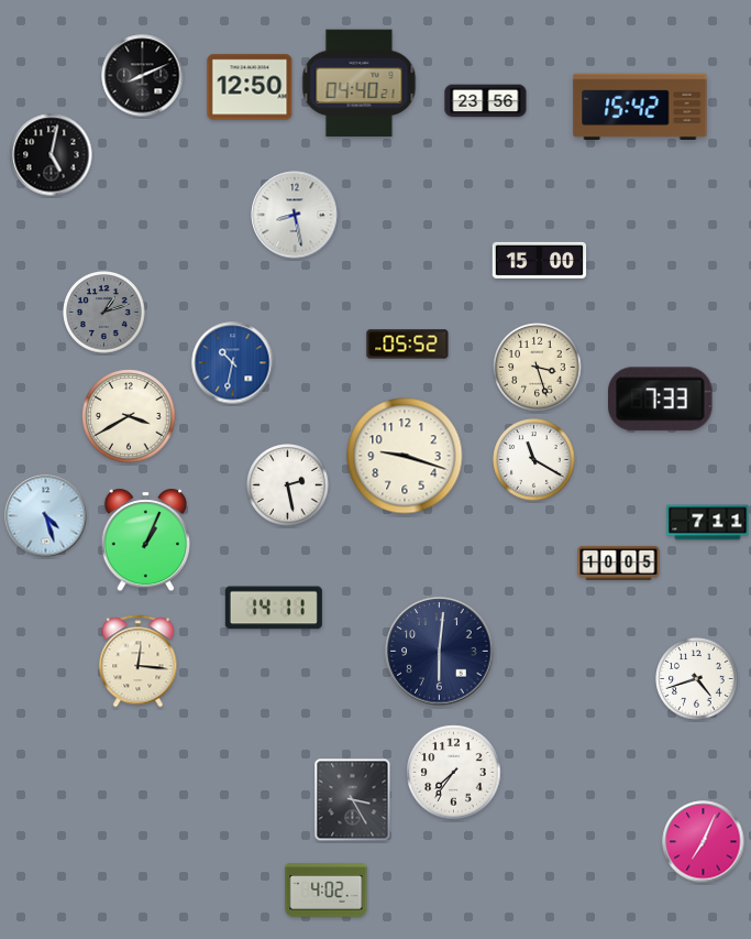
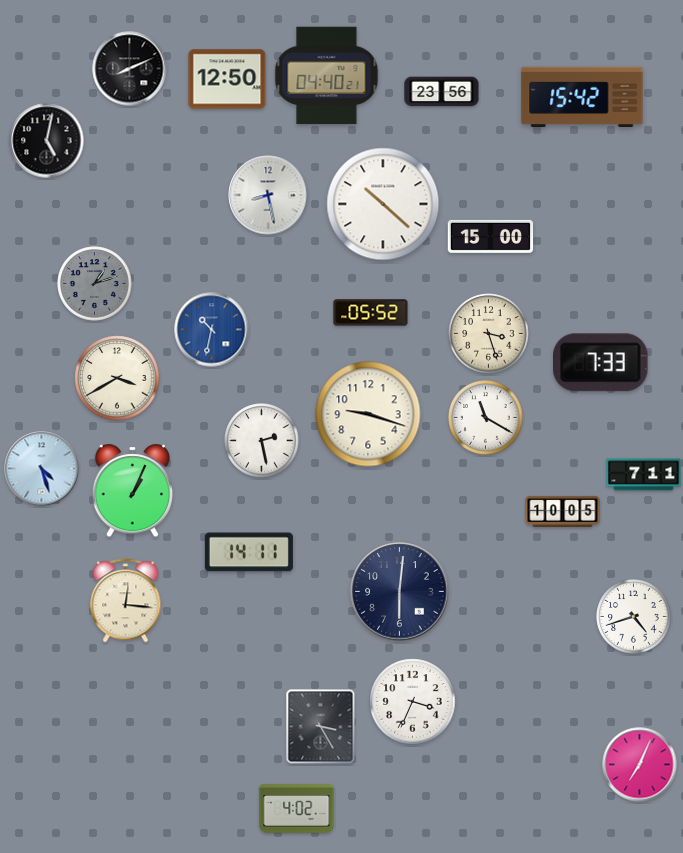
clock at (383, 204): none -> 10:22
clock at (454, 773): 7:36 -> 3:34
